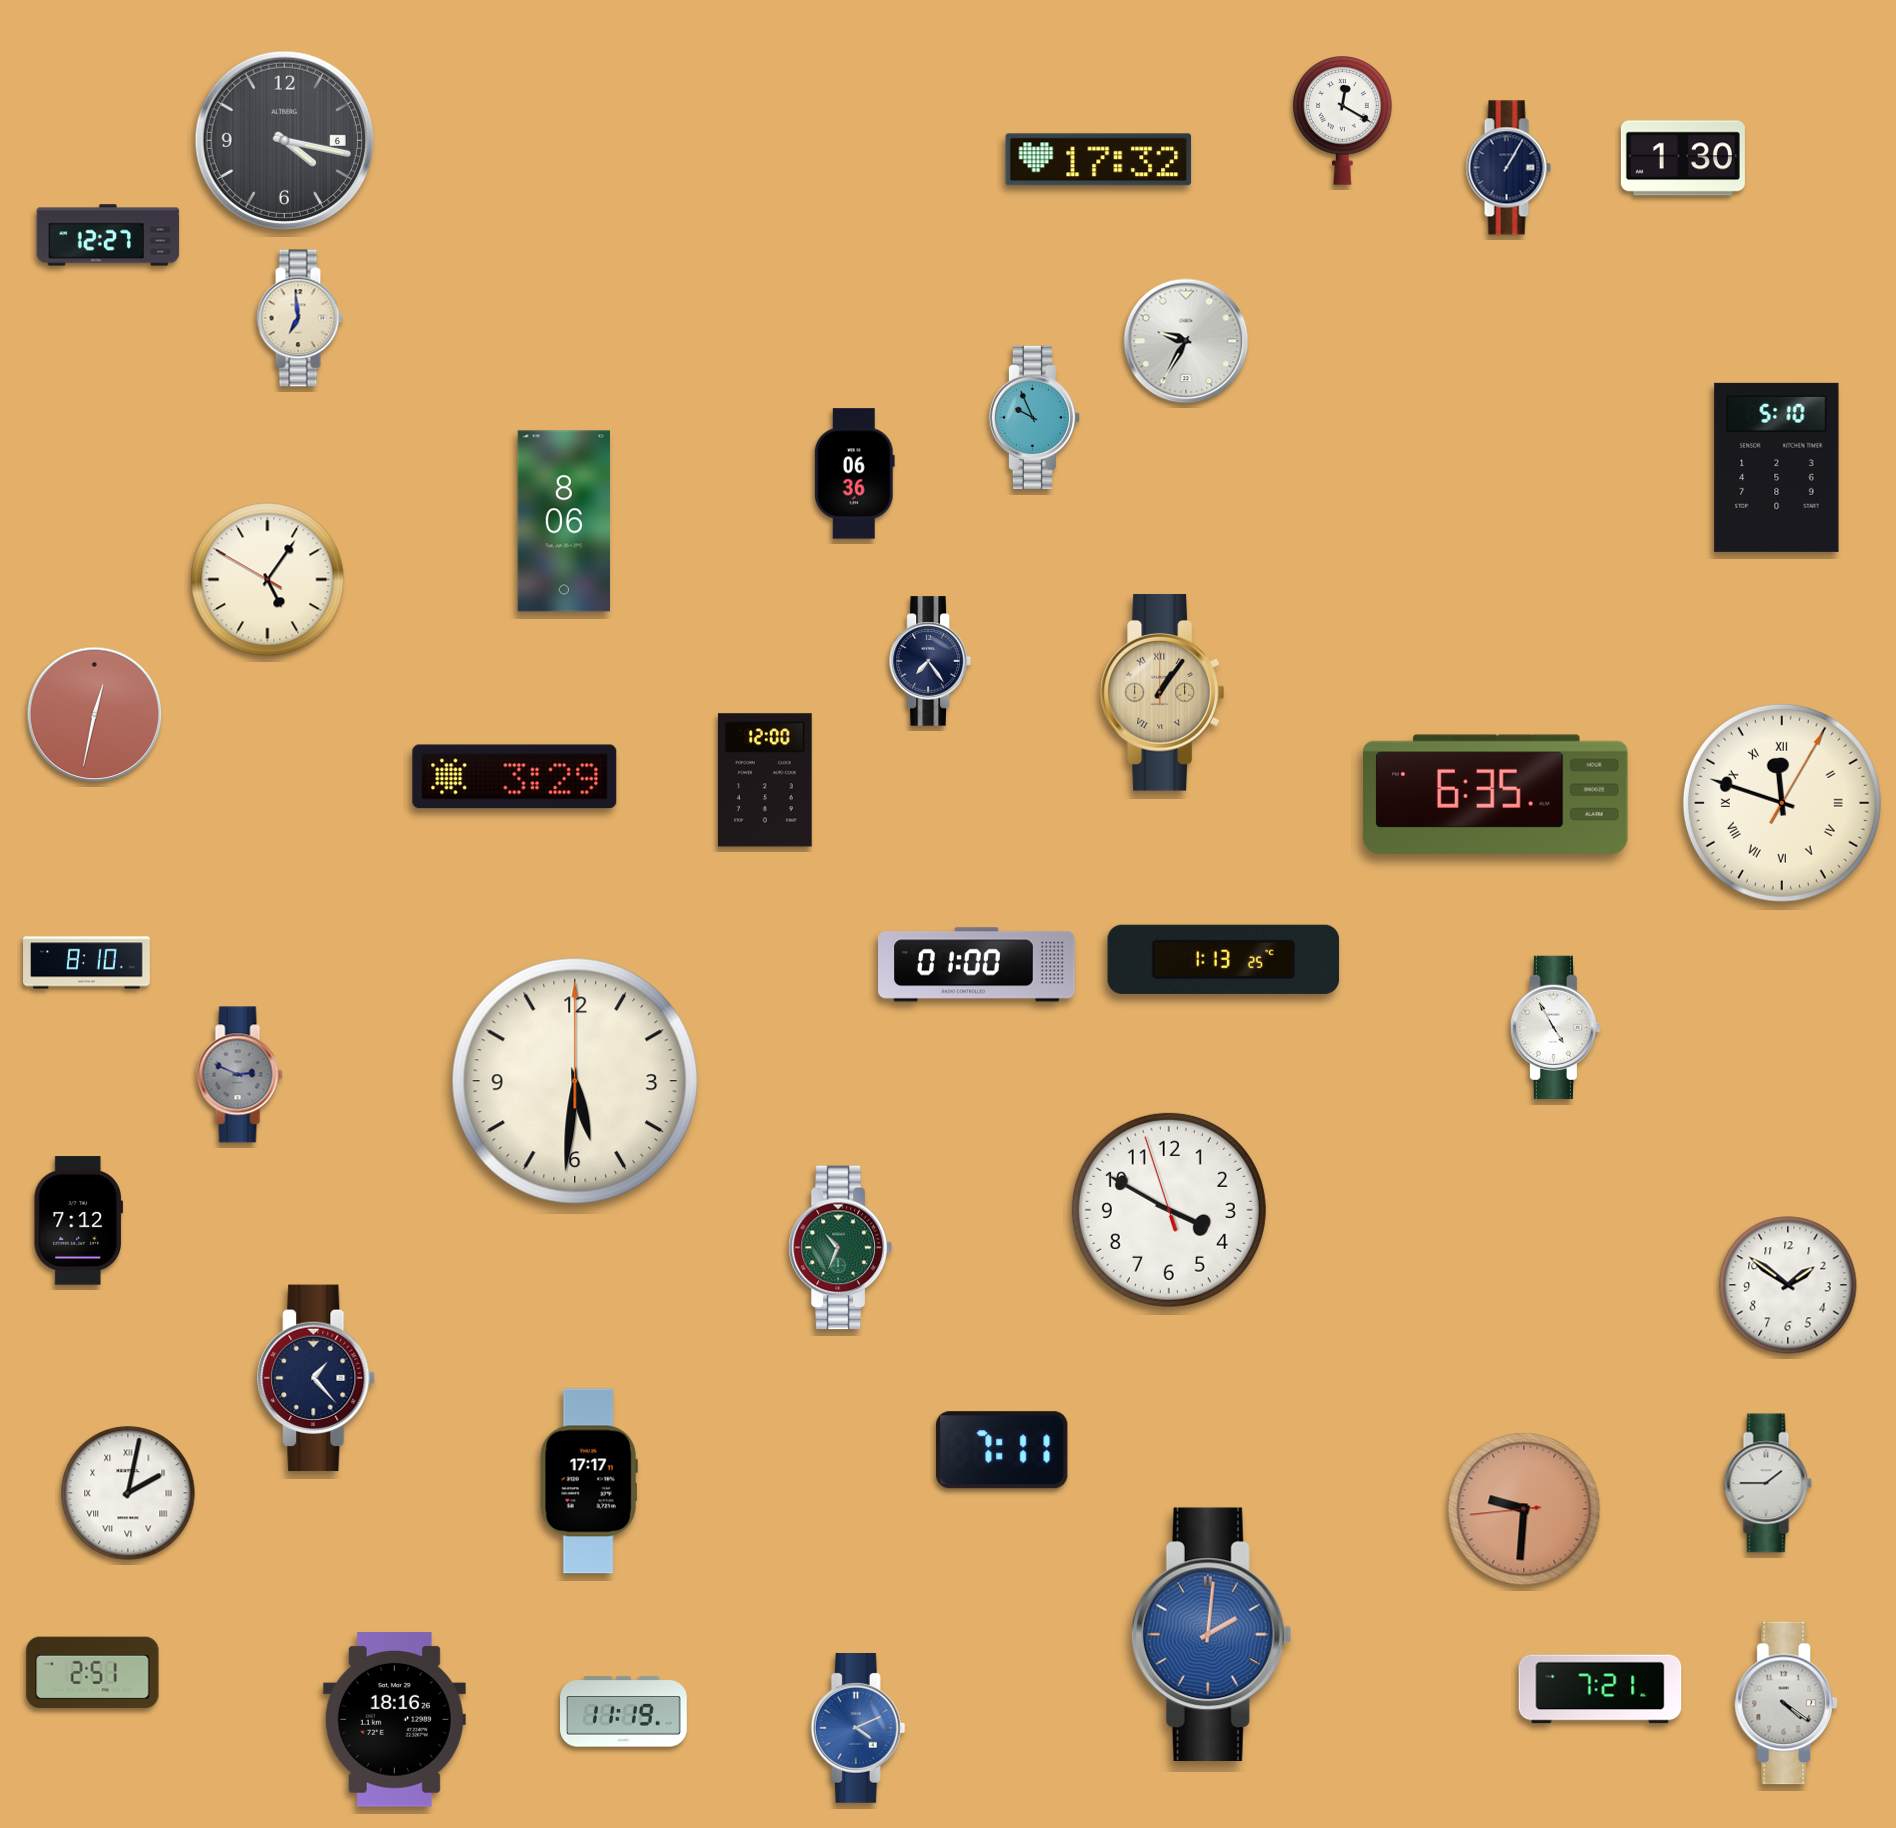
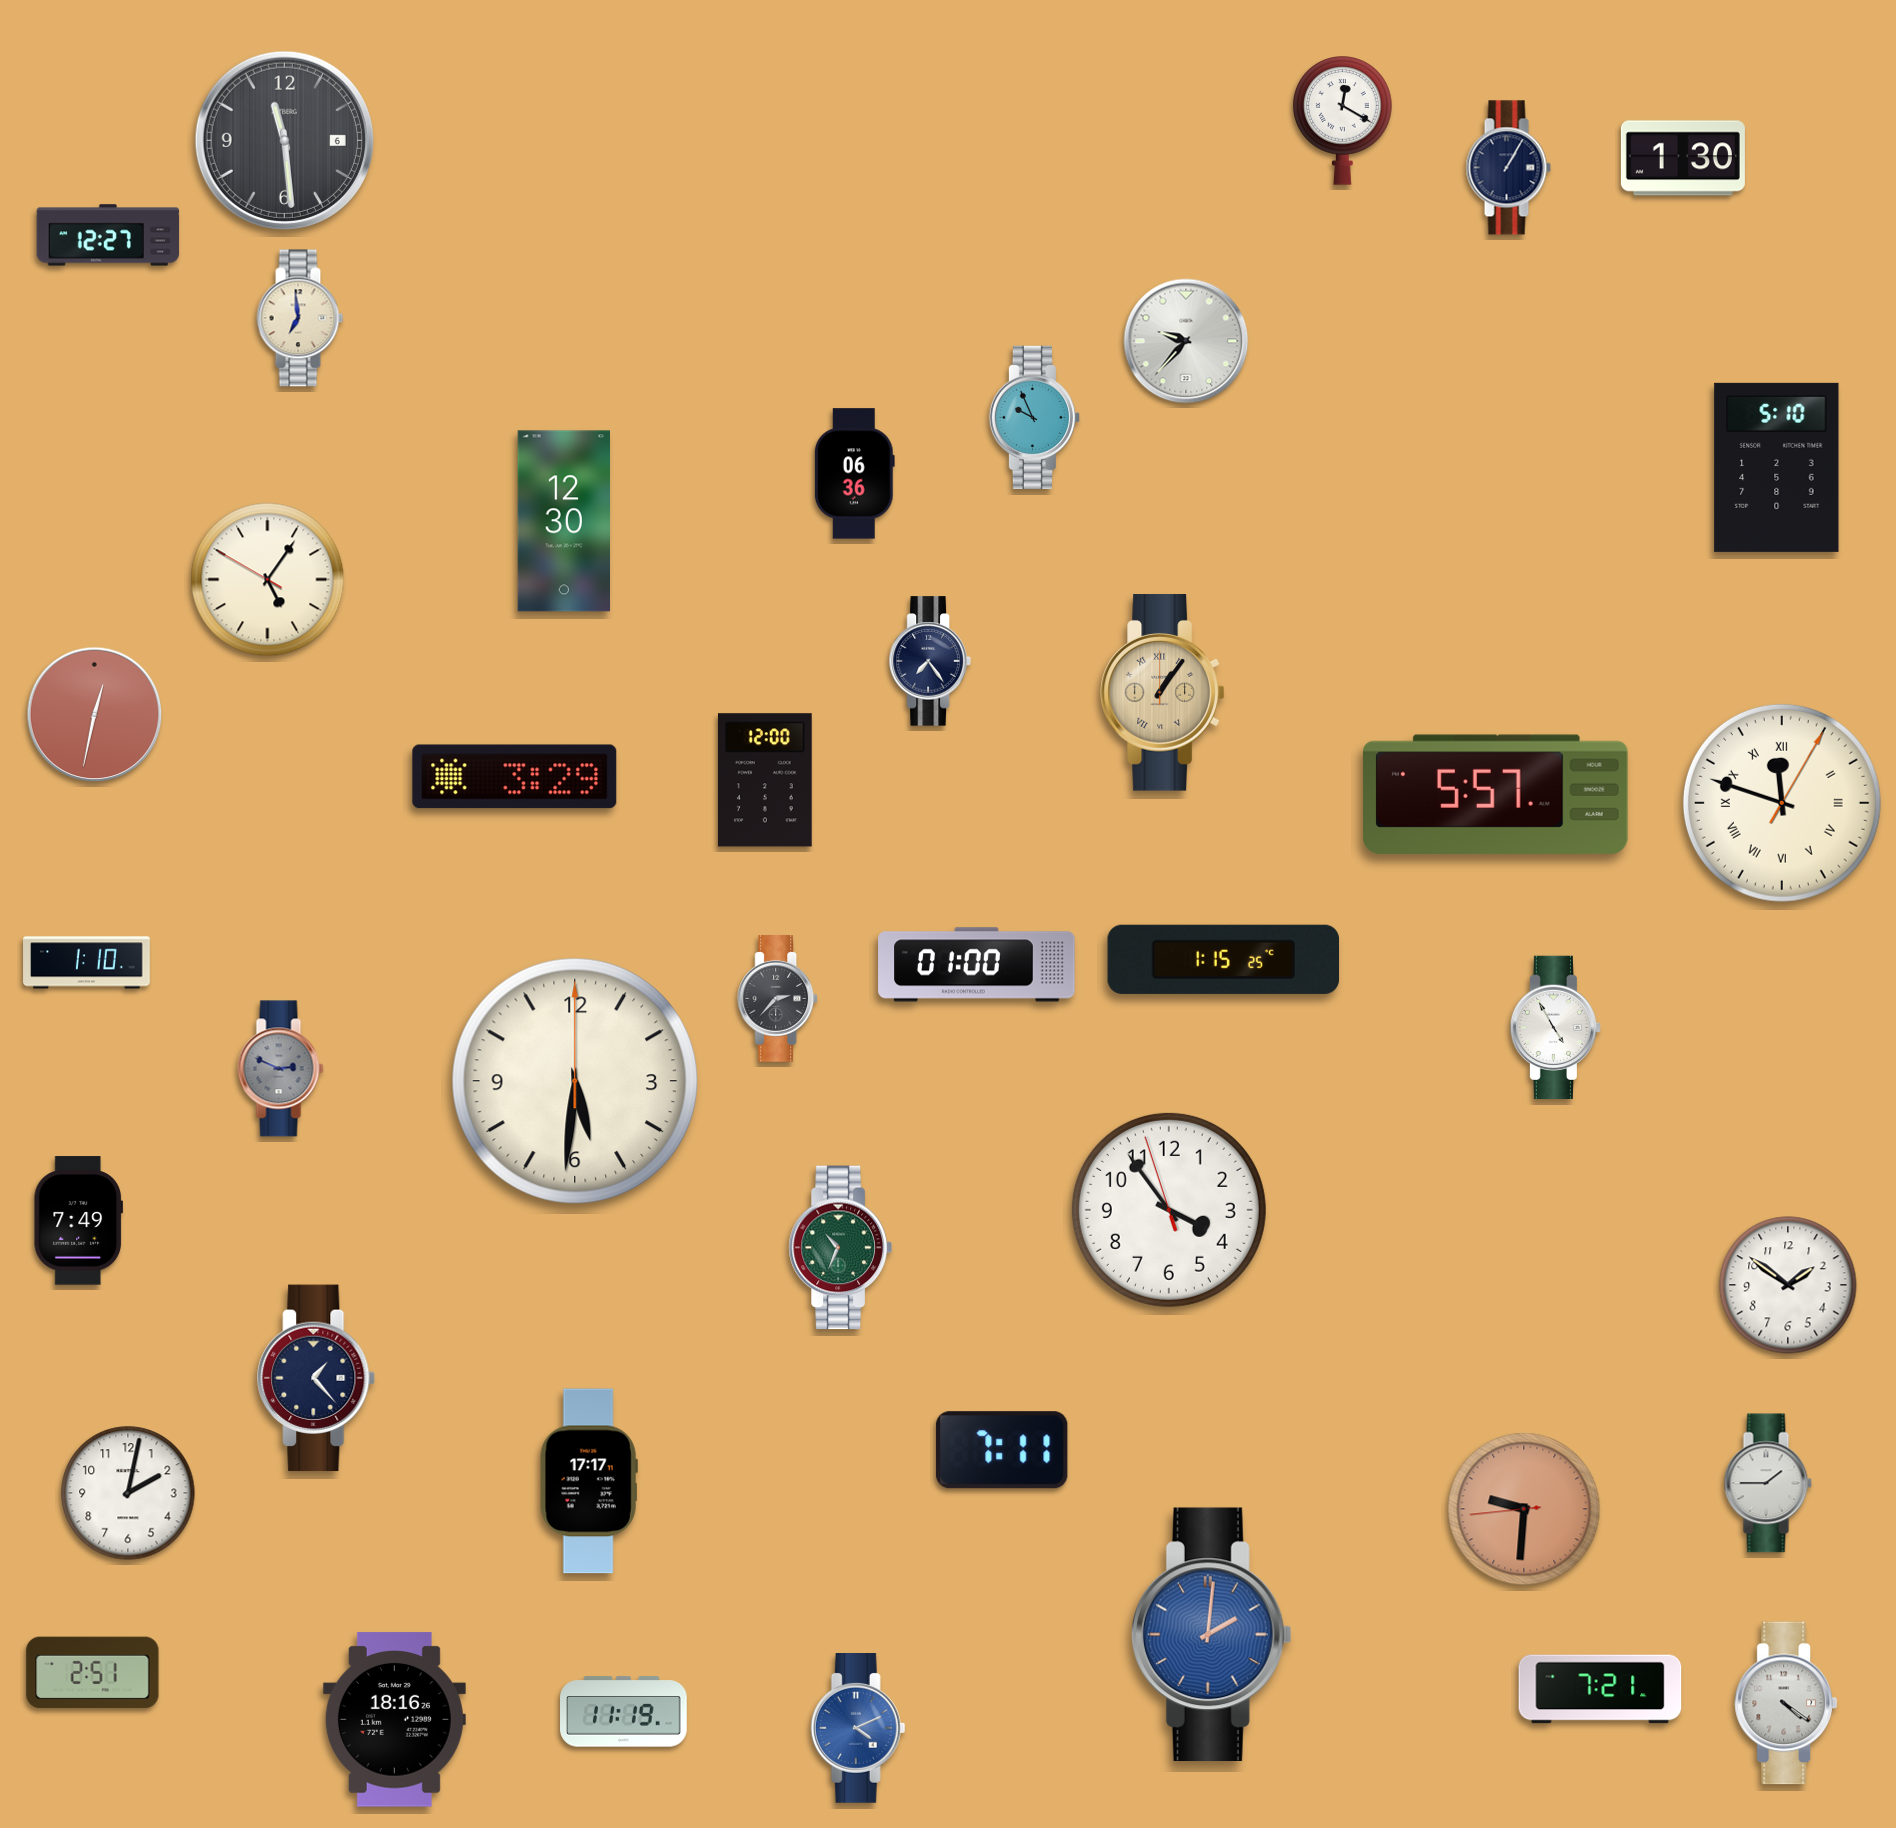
clock at (284, 140): 4:17 -> 11:29
clock at (1099, 160): 17:32 -> none
clock at (1186, 341): 9:35 -> 9:37
clock at (563, 521): 8:06 -> 12:30
clock at (1495, 794): 6:35 -> 5:57
clock at (1224, 959): 1:13 -> 1:15
clock at (87, 963): 8:10 -> 1:10
clock at (778, 999): none -> 2:37
clock at (240, 1075) position: (240, 1075) -> (281, 1069)
clock at (1169, 1210): 3:49 -> 3:53
clock at (78, 1221): 7:12 -> 7:49
clock at (128, 1493) numerals: Roman -> Arabic
